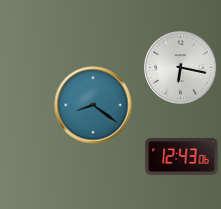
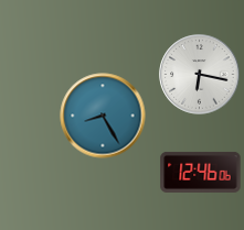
clock at (93, 105): 8:21 -> 8:25
clock at (182, 156): 12:43 -> 12:46
